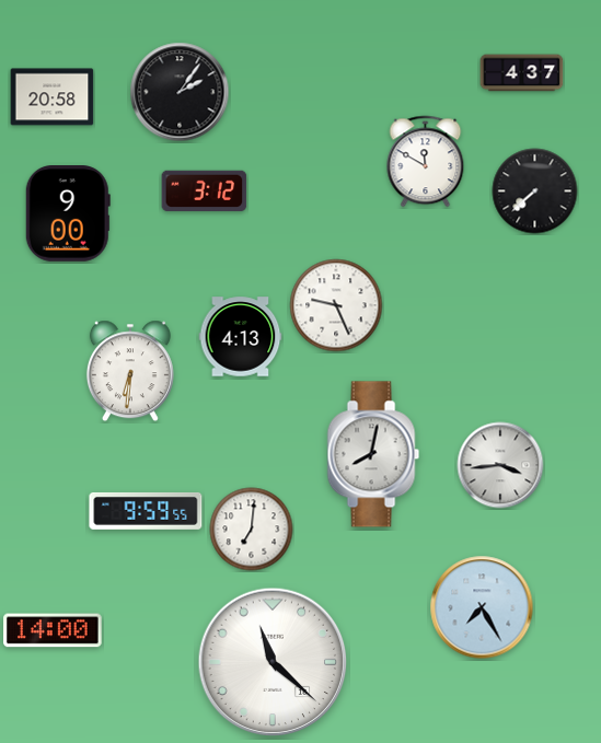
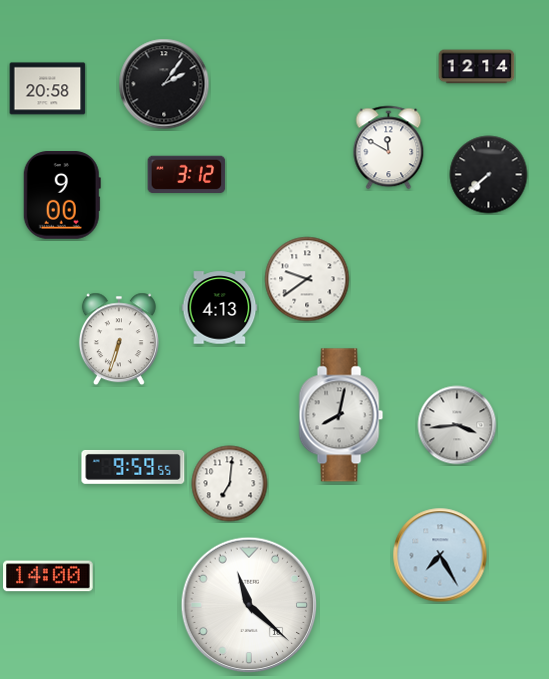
clock at (522, 73): 4:37 -> 12:14
clock at (336, 305): 9:26 -> 9:39
clock at (130, 371): 6:31 -> 6:33
